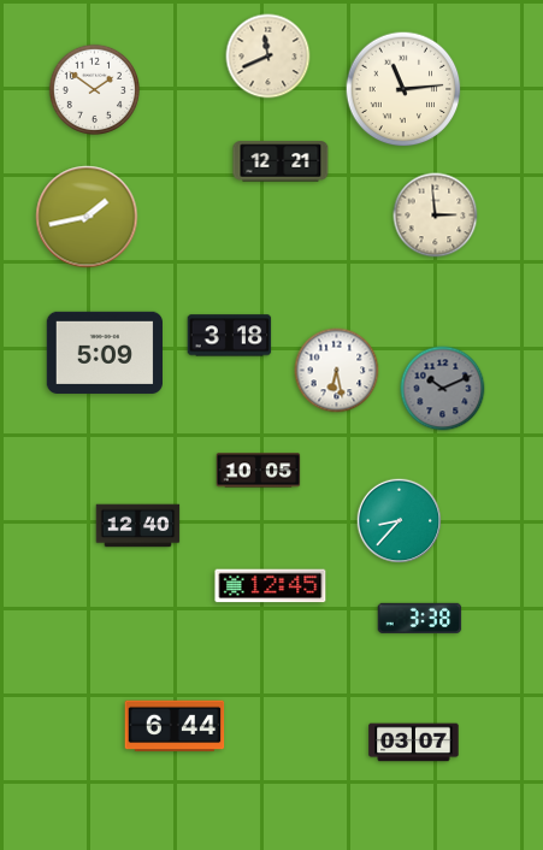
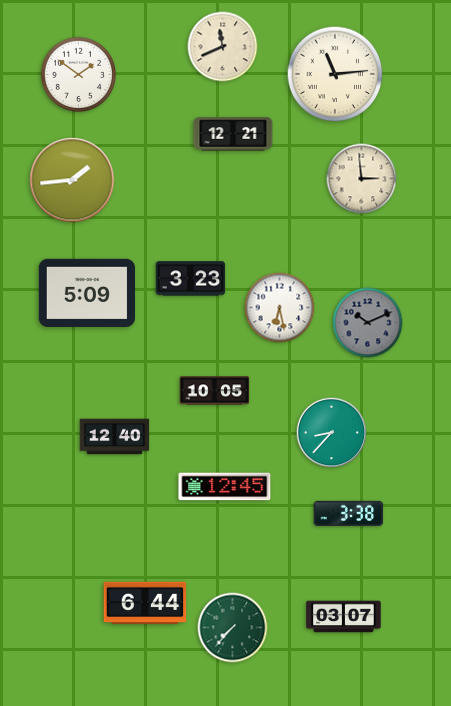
clock at (87, 217): 1:43 -> 1:44
clock at (230, 336): 3:18 -> 3:23
clock at (233, 628): none -> 7:37
